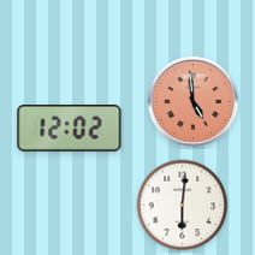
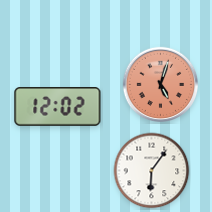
clock at (194, 102): 4:59 -> 5:03
clock at (183, 206): 6:01 -> 6:06
